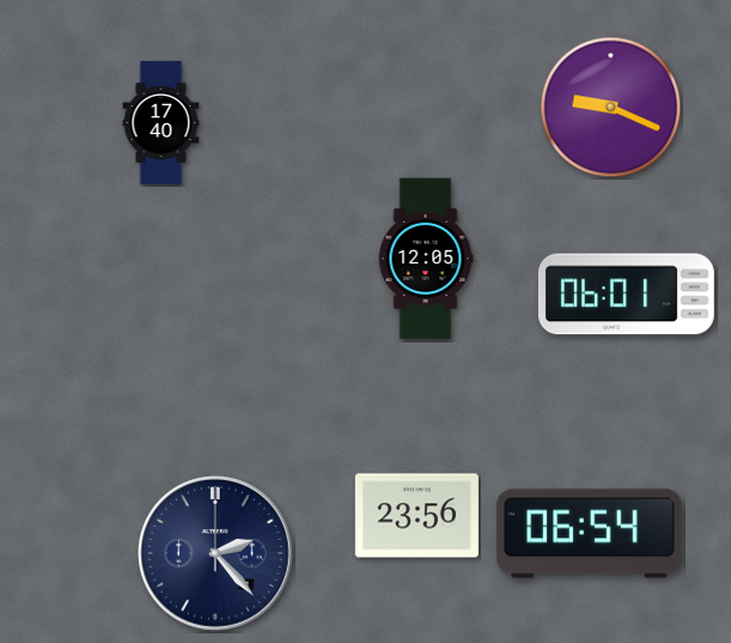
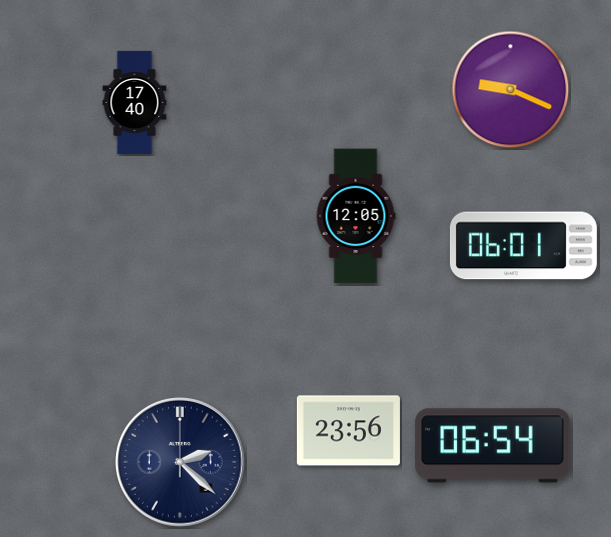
clock at (215, 553): 2:23 -> 2:22
